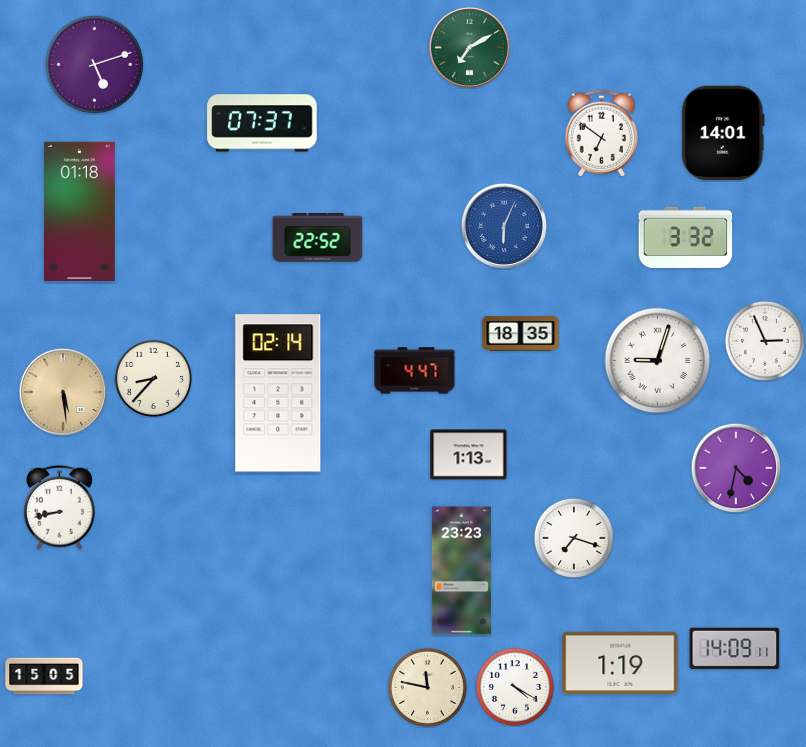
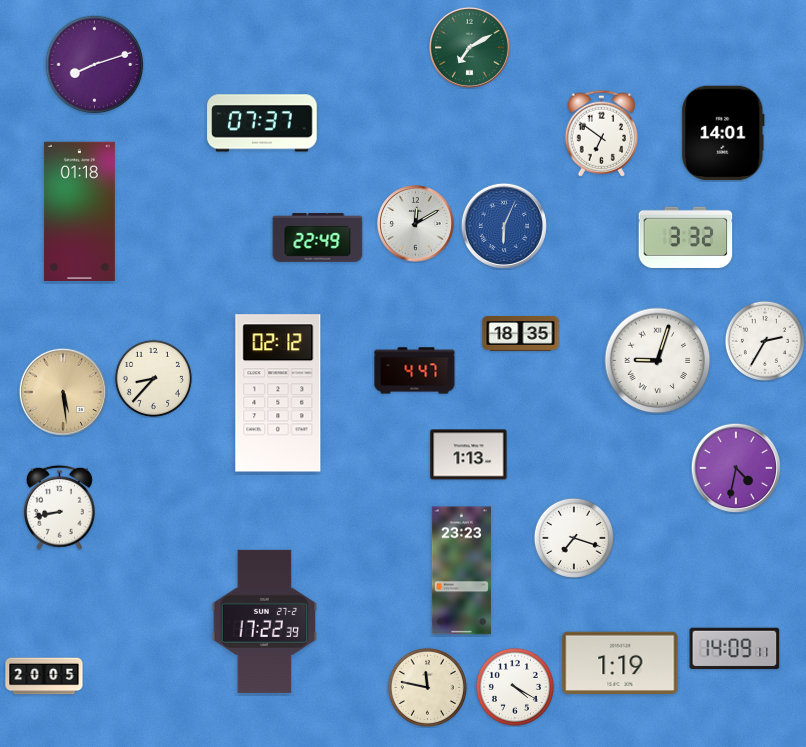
clock at (95, 65): 5:12 -> 8:12
clock at (416, 224): none -> 12:10
clock at (318, 238): 22:52 -> 22:49
clock at (765, 341): 2:56 -> 2:35
clock at (278, 393): 02:14 -> 02:12
clock at (265, 621): none -> 17:22
clock at (44, 676): 15:05 -> 20:05
